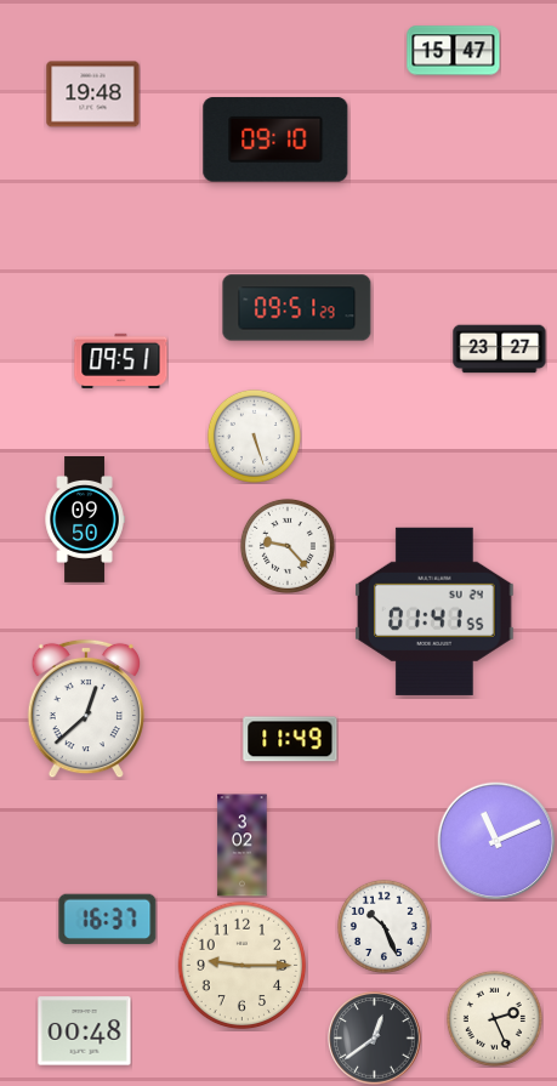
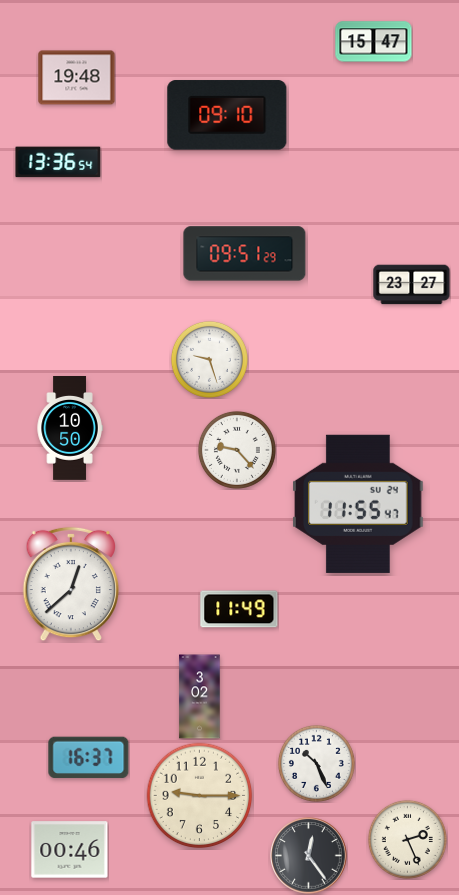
clock at (58, 162): none -> 13:36
clock at (500, 349) position: (500, 349) -> (412, 285)
clock at (121, 360): 09:51 -> none
clock at (254, 436): 5:27 -> 9:27
clock at (85, 521): 09:50 -> 10:50
clock at (434, 612): 01:41 -> 11:55
clock at (496, 841): 11:11 -> none
clock at (85, 1031): 00:48 -> 00:46
clock at (375, 1039): 12:39 -> 12:24
